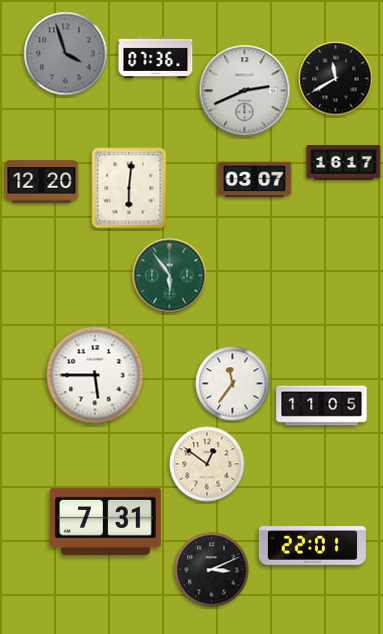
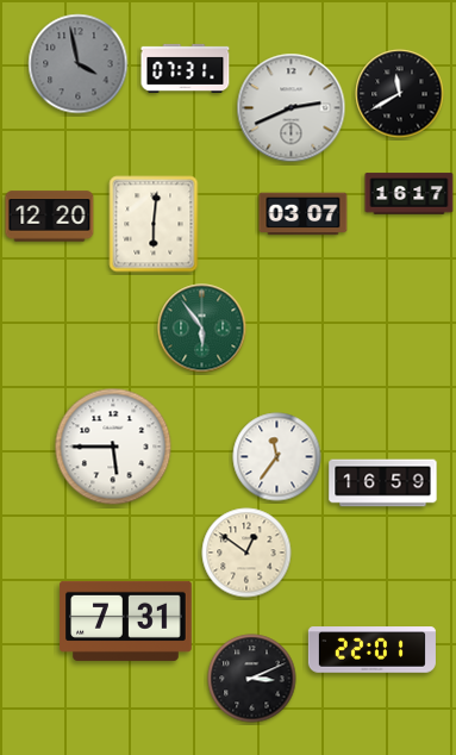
clock at (66, 54): 3:57 -> 3:58
clock at (156, 57): 07:36 -> 07:31
clock at (322, 406): 11:05 -> 16:59
